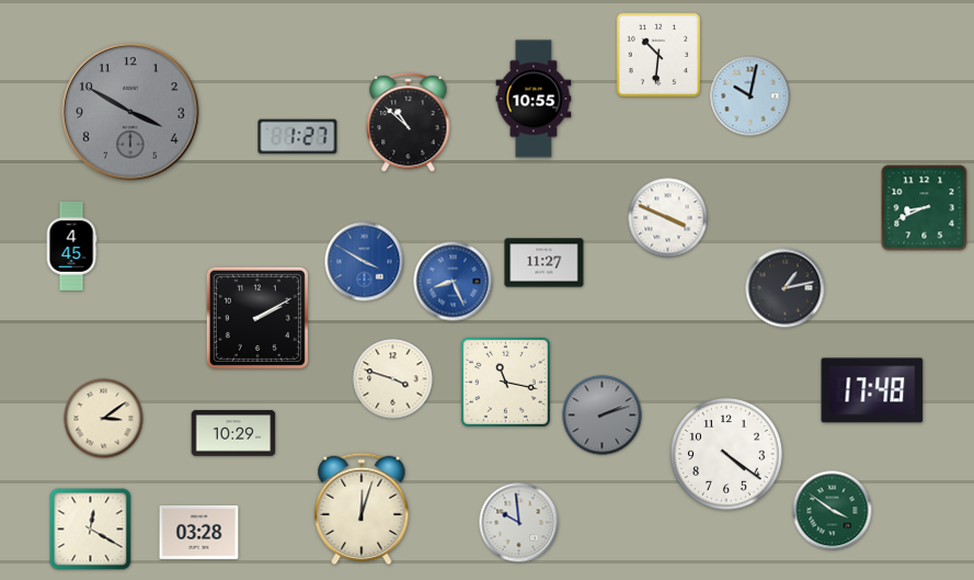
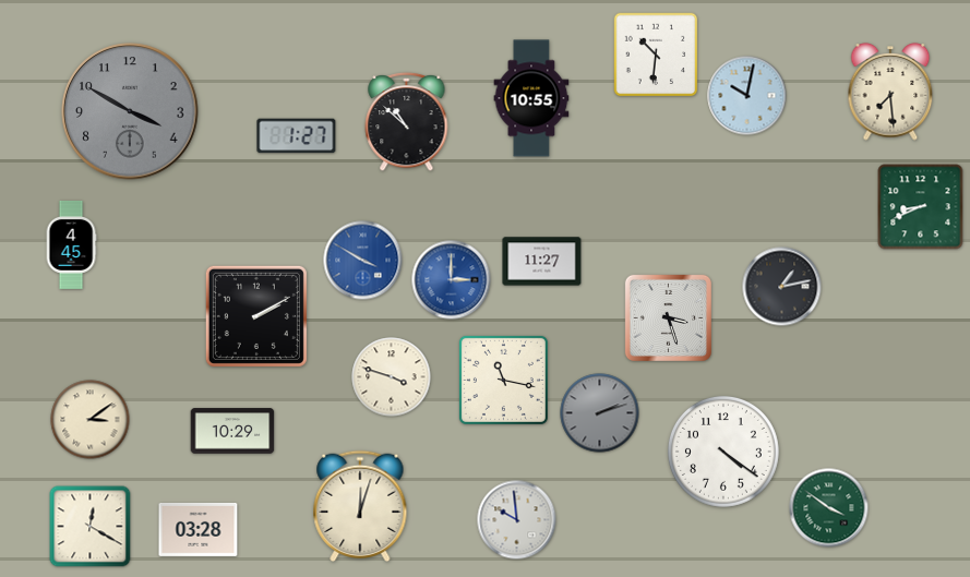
clock at (890, 92): none -> 7:29
clock at (668, 218): 3:49 -> none
clock at (454, 282): 8:26 -> 3:00
clock at (668, 317): none -> 3:27
clock at (872, 390): 17:48 -> none
clock at (104, 419) position: (104, 419) -> (91, 420)
